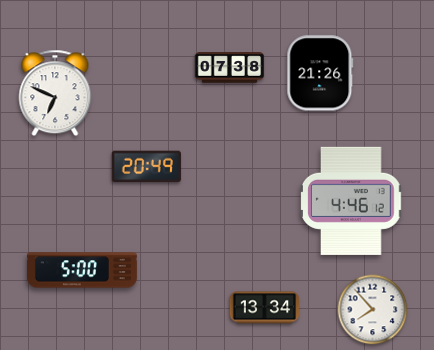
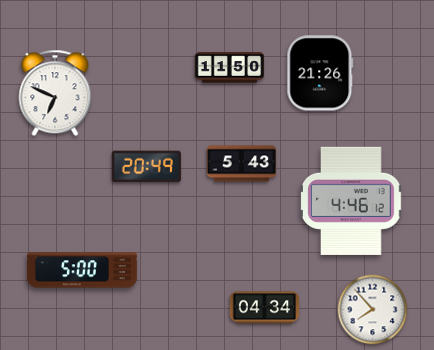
clock at (230, 68): 07:38 -> 11:50
clock at (242, 164): none -> 5:43
clock at (265, 308): 13:34 -> 04:34
